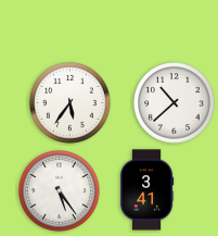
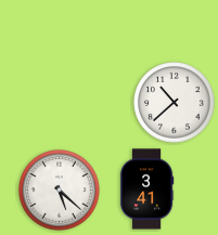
clock at (70, 103): 5:36 -> none
clock at (60, 191): 5:24 -> 5:22
